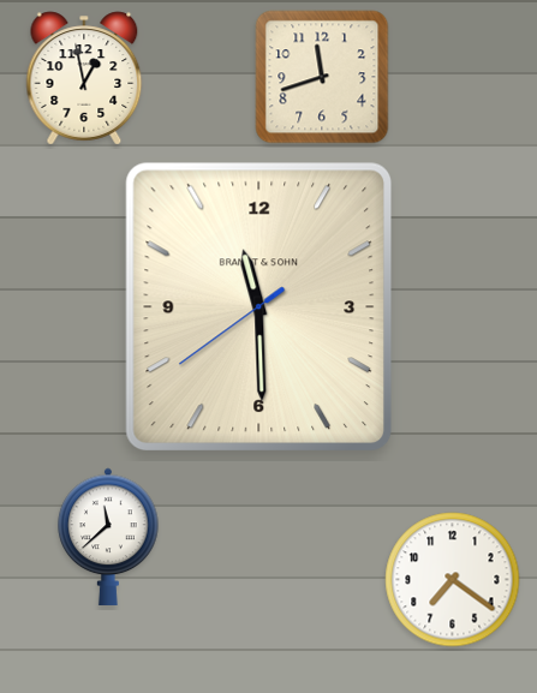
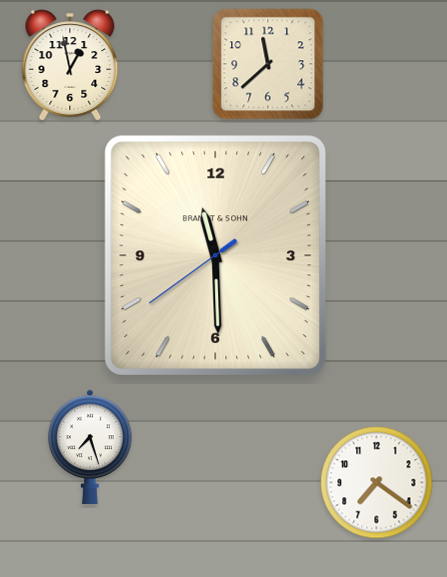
clock at (322, 77): 11:42 -> 11:38
clock at (108, 537): 11:38 -> 7:27
